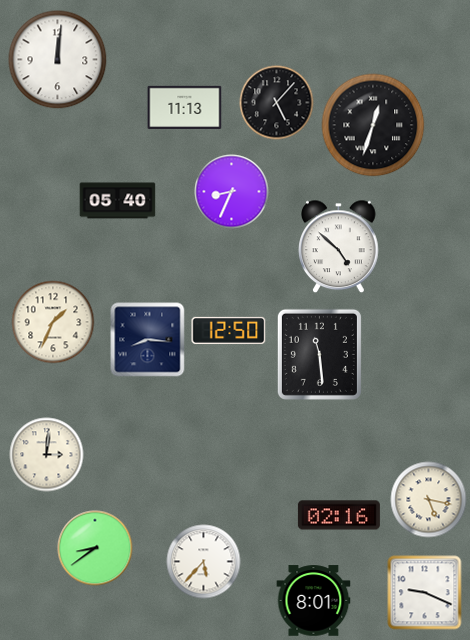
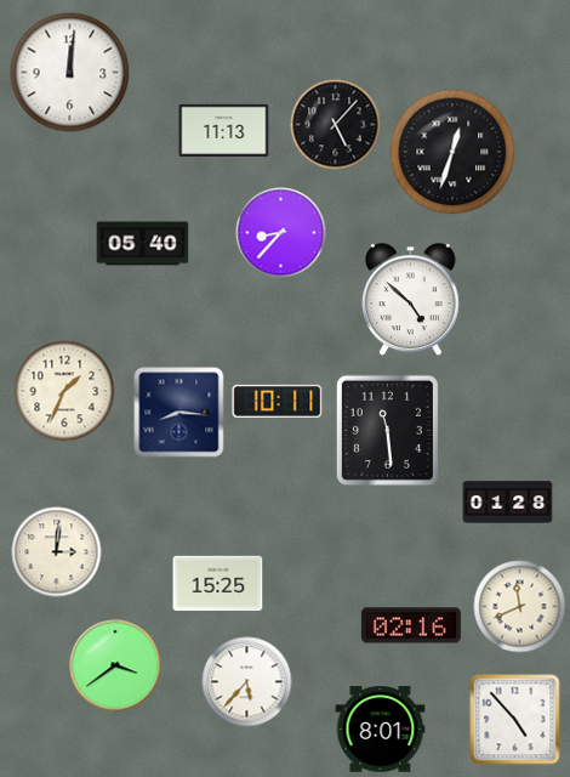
clock at (232, 192): 8:34 -> 8:37
clock at (229, 330): 12:50 -> 10:11
clock at (508, 503): none -> 01:28
clock at (218, 584): none -> 15:25
clock at (429, 500): 5:17 -> 11:41
clock at (95, 548): 8:39 -> 3:39
clock at (425, 593): 9:19 -> 4:53
